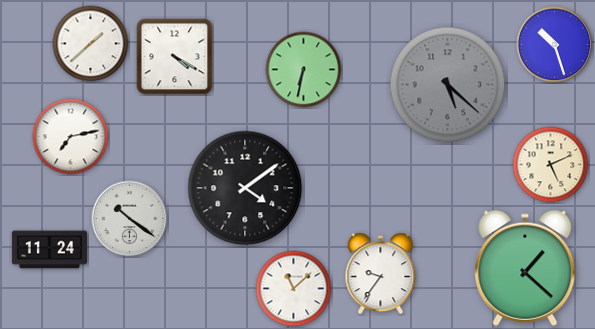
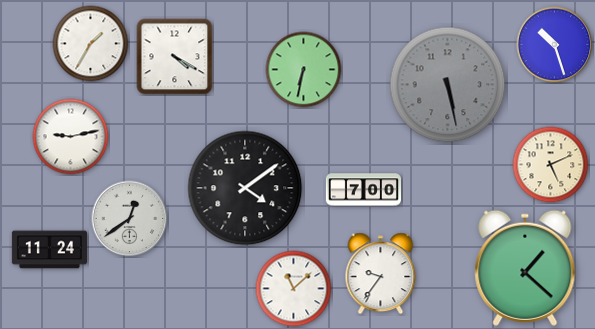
clock at (91, 44): 1:38 -> 1:35
clock at (448, 85): 5:22 -> 5:28
clock at (71, 137): 7:13 -> 9:13
clock at (363, 190): none -> 7:00
clock at (130, 219): 10:21 -> 12:39
